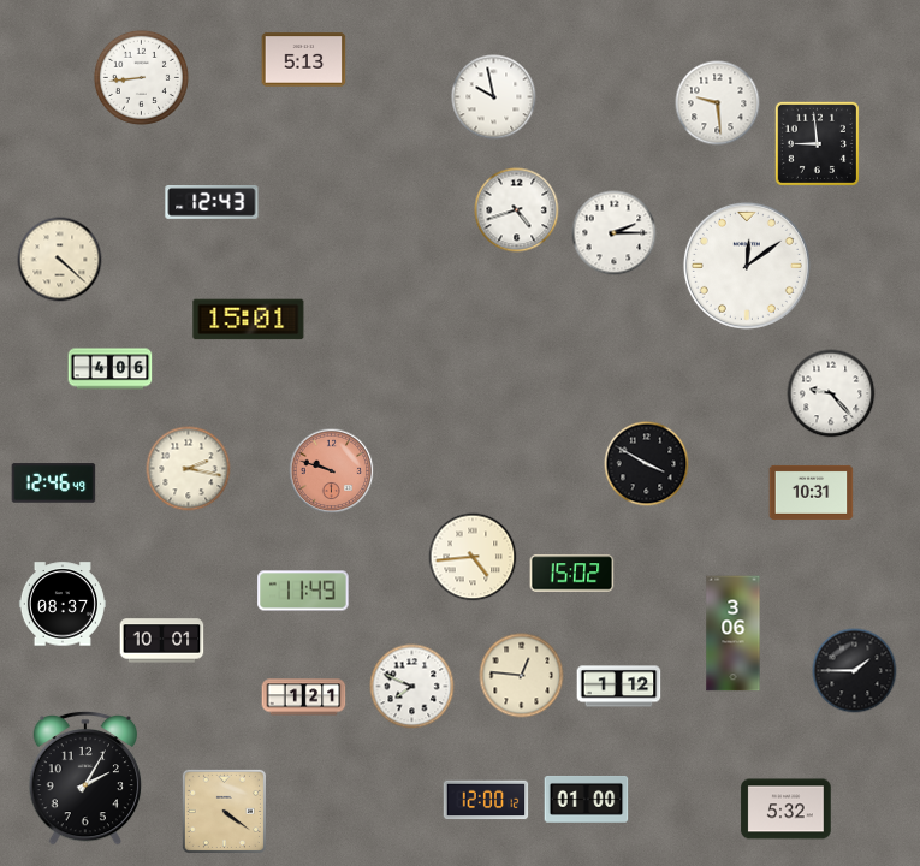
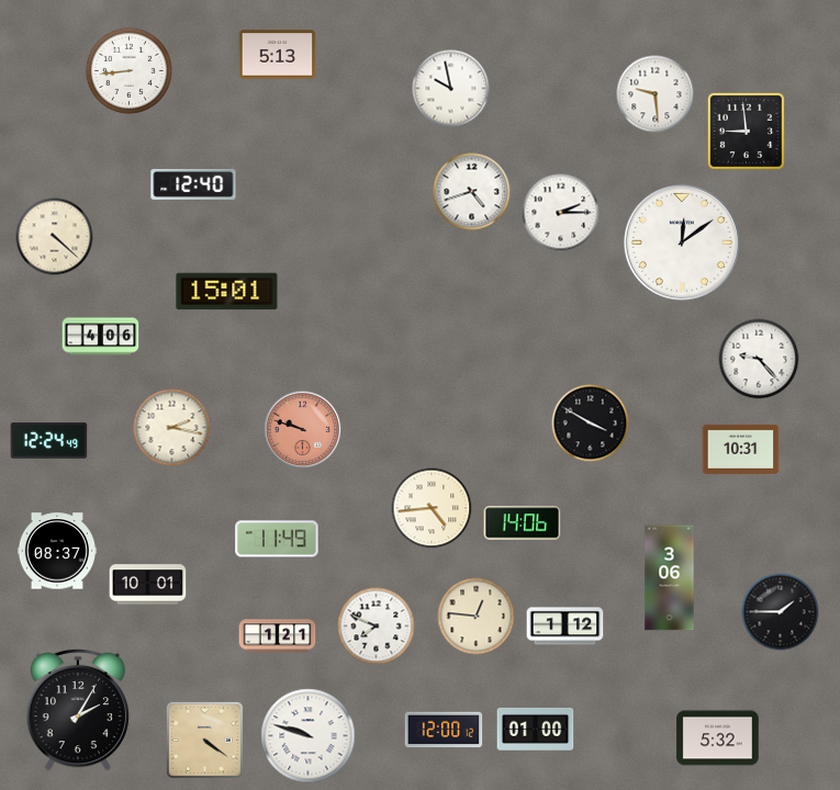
clock at (212, 203): 12:43 -> 12:40
clock at (54, 484): 12:46 -> 12:24
clock at (572, 574): 15:02 -> 14:06
clock at (309, 736): none -> 9:48
